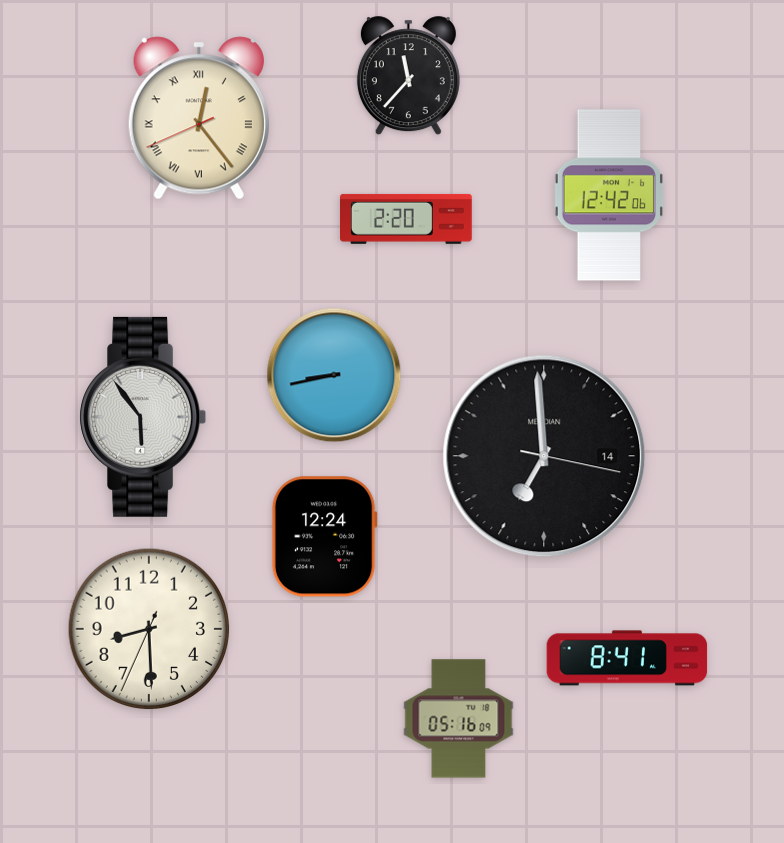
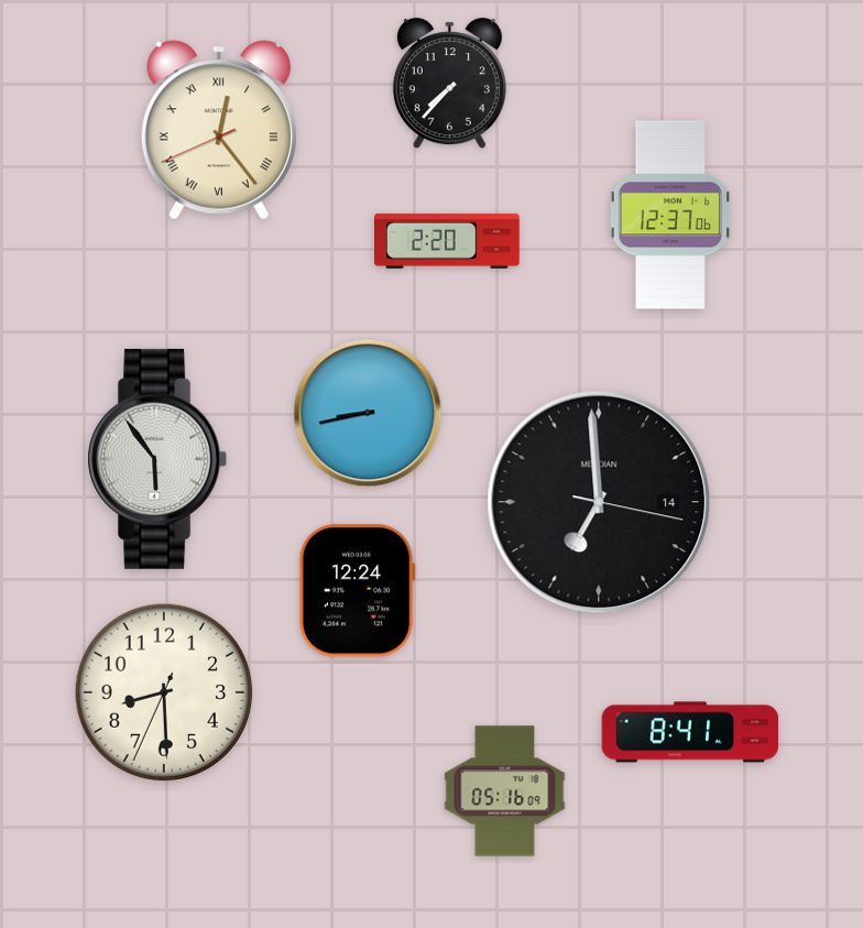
clock at (408, 76): 11:37 -> 7:37
clock at (608, 195): 12:42 -> 12:37
clock at (627, 658) position: (627, 658) -> (690, 732)
